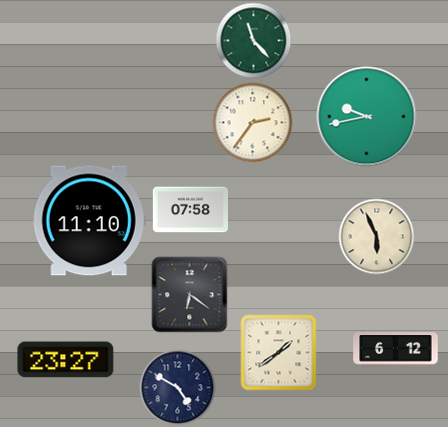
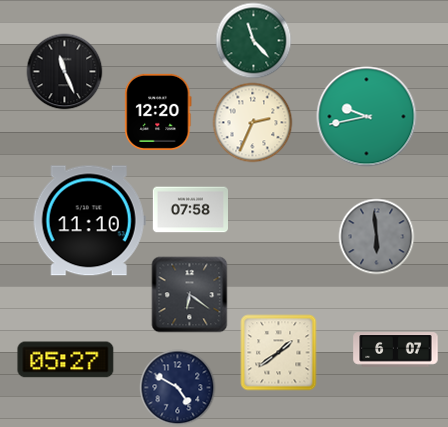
clock at (65, 72): none -> 11:26
clock at (158, 112): none -> 12:20
clock at (253, 123): 2:36 -> 2:34
clock at (377, 237): 5:56 -> 5:59
clock at (377, 237) dial: cream -> grey
clock at (396, 350): 6:12 -> 6:07
clock at (66, 360): 23:27 -> 05:27
